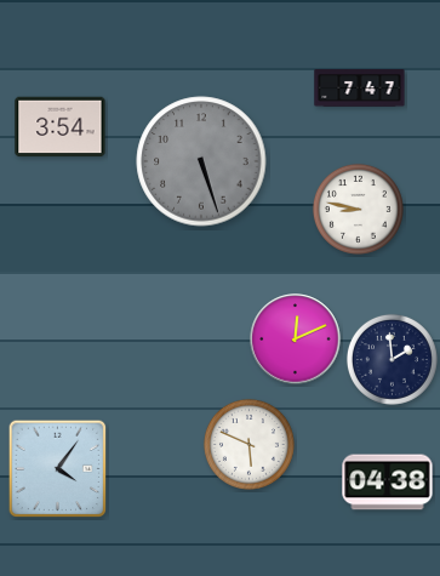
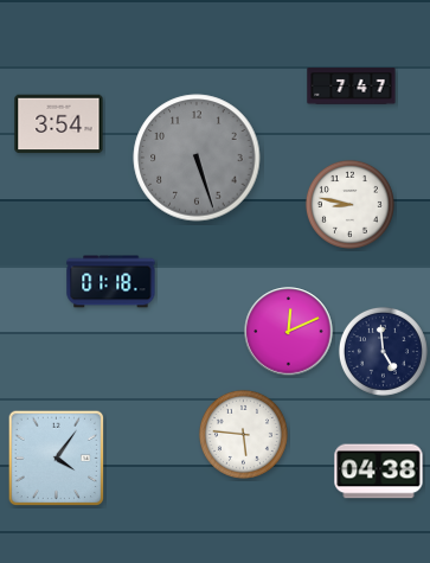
clock at (111, 282): none -> 01:18
clock at (392, 359): 1:59 -> 4:59
clock at (248, 444): 5:49 -> 5:46
